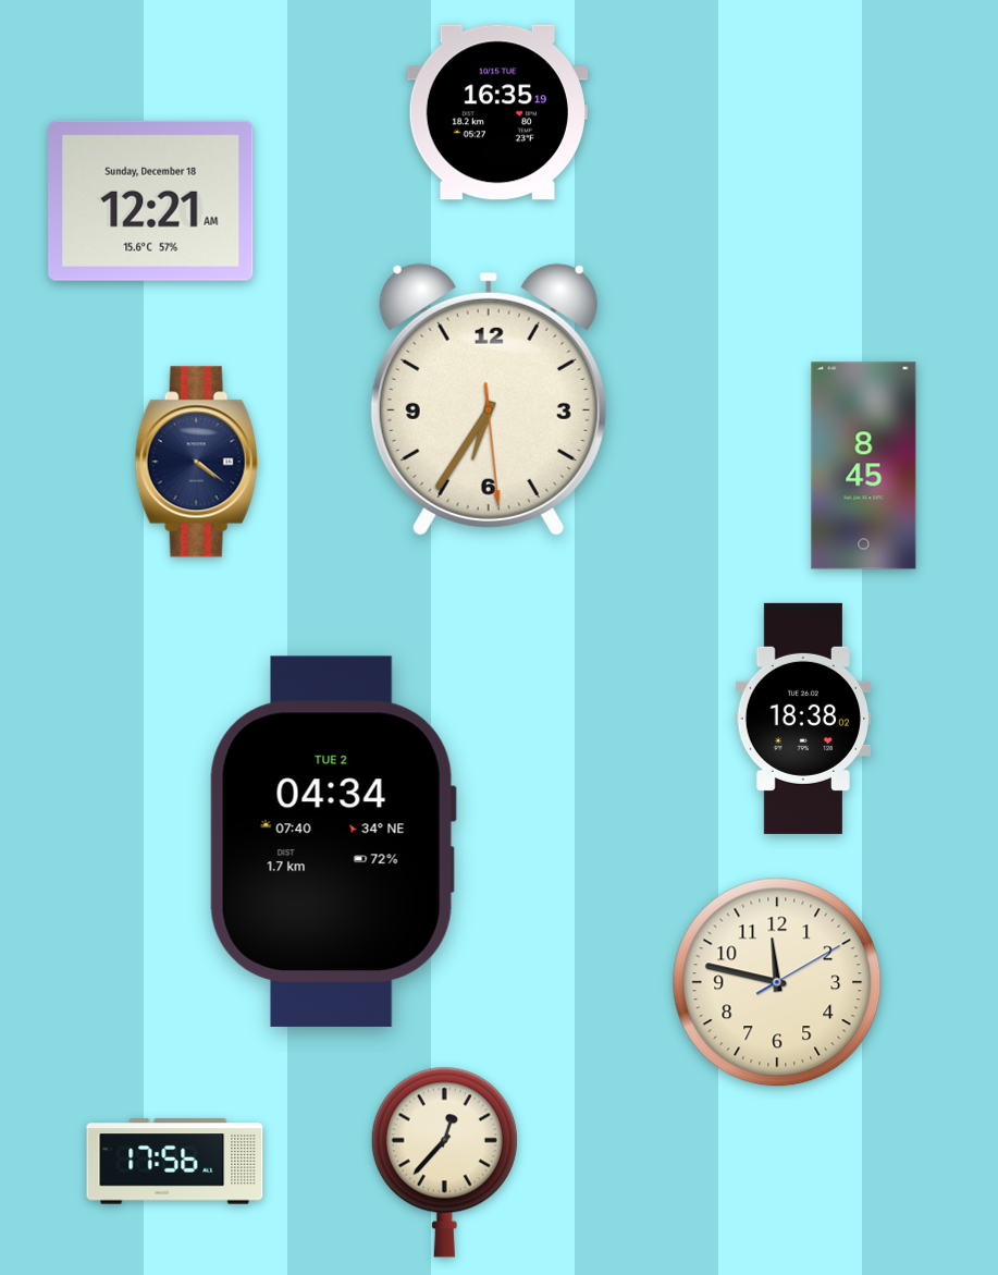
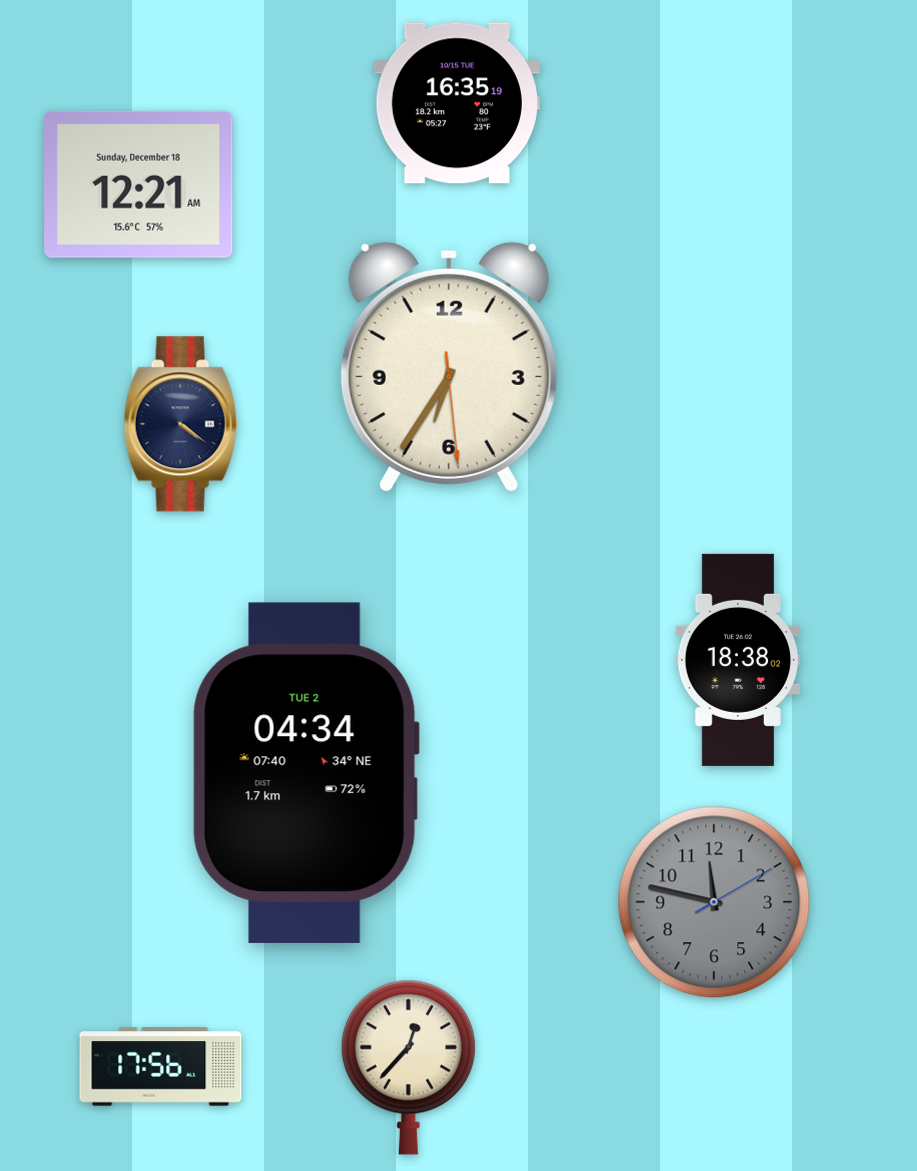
clock at (864, 466): 8:45 -> none
clock at (777, 982) dial: cream -> grey
